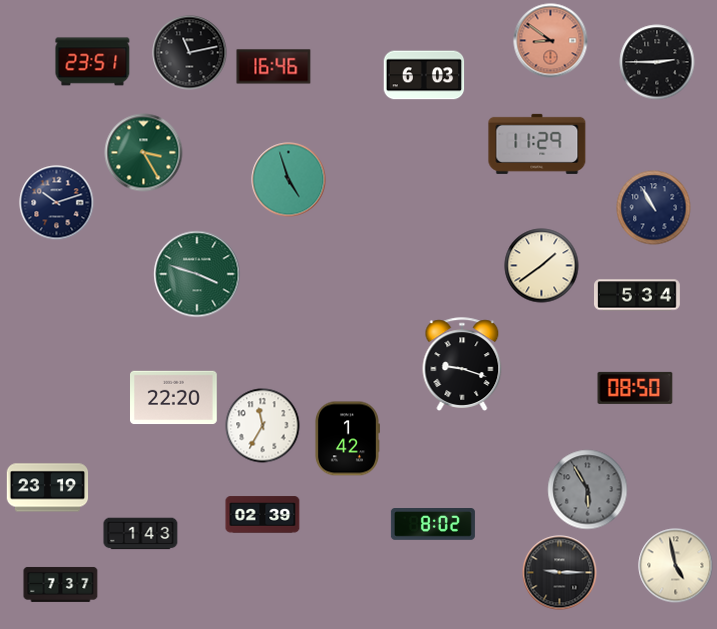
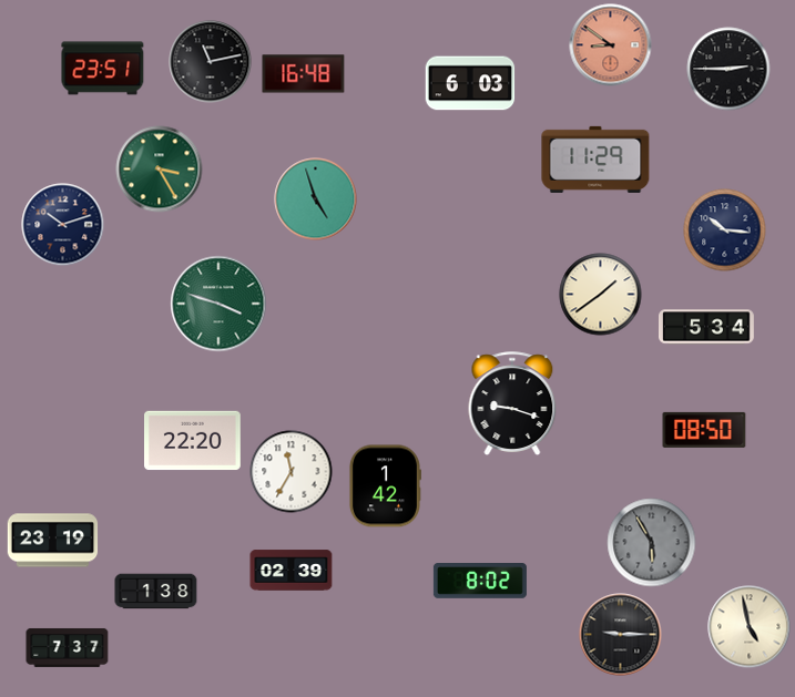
clock at (190, 53) position: (190, 53) -> (211, 62)
clock at (274, 67): 16:46 -> 16:48
clock at (289, 180) position: (289, 180) -> (316, 199)
clock at (654, 208): 10:55 -> 10:16
clock at (141, 534): 1:43 -> 1:38
